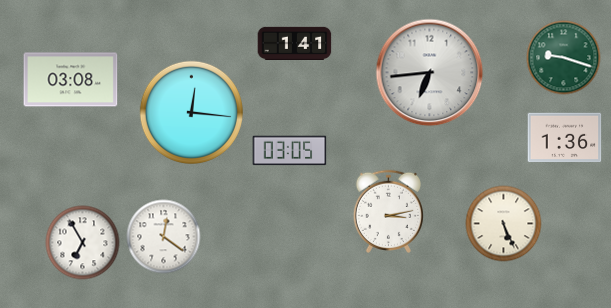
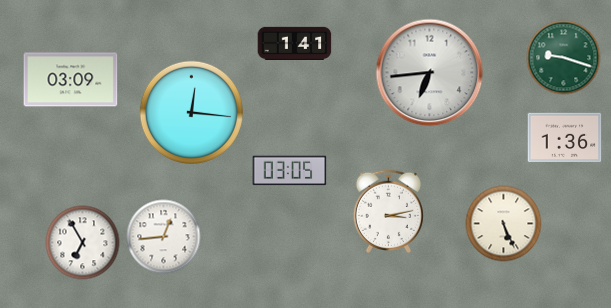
clock at (71, 80): 03:08 -> 03:09
clock at (290, 151) position: (290, 151) -> (290, 171)
clock at (164, 237): 12:21 -> 12:44
